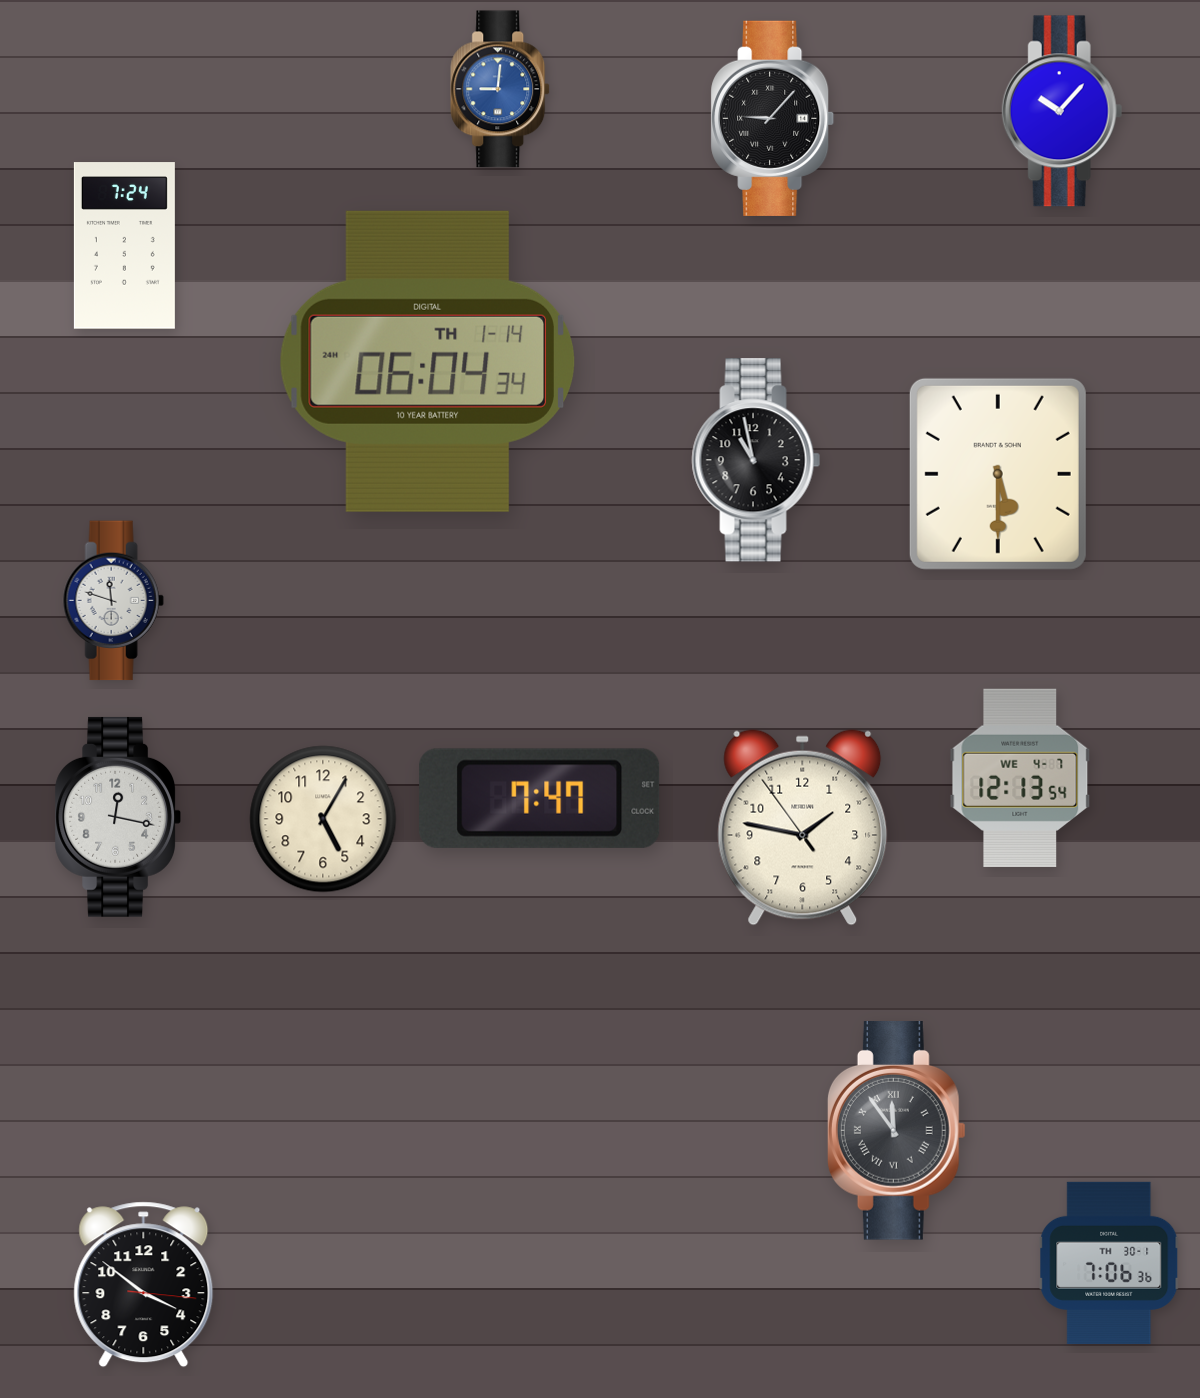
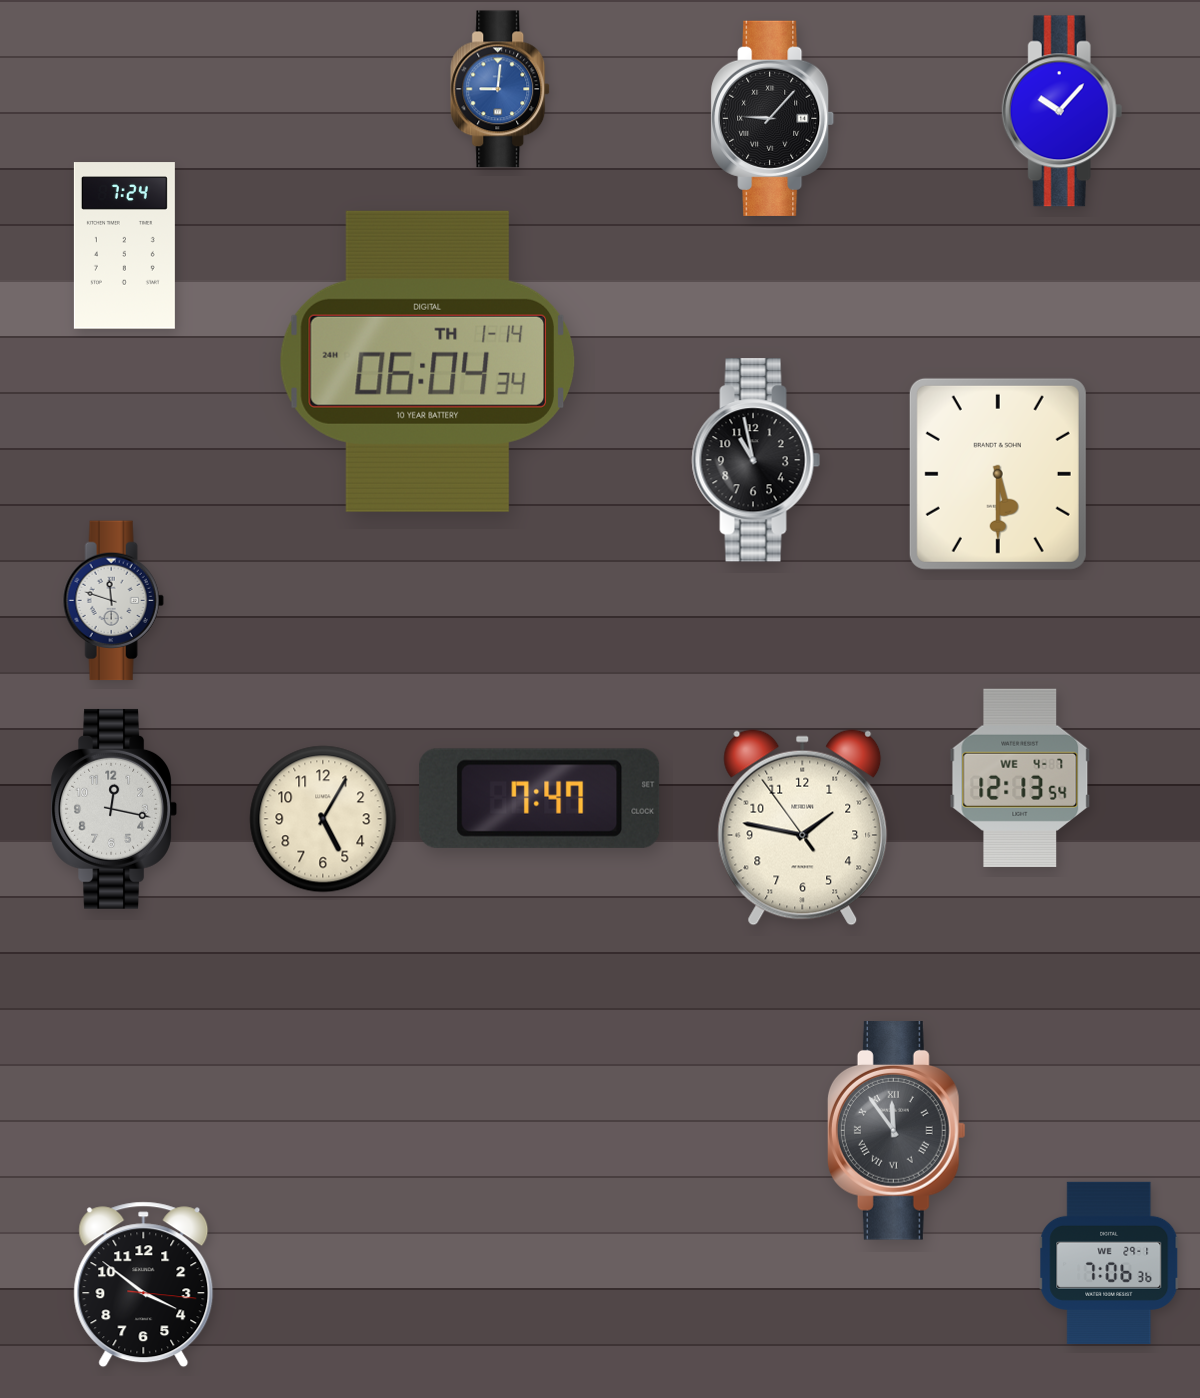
clock at (117, 817) position: (117, 817) -> (113, 809)
clock at (1109, 1263) date: TH 30-1 -> WE 29-1
